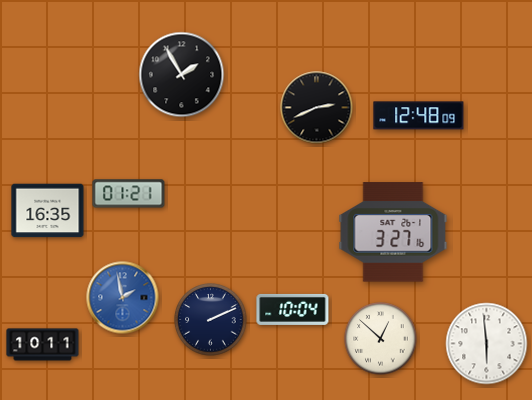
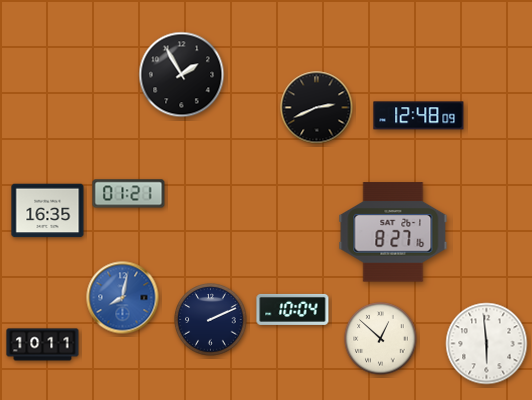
clock at (393, 232): 3:27 -> 8:27
clock at (123, 298): 1:58 -> 8:02
